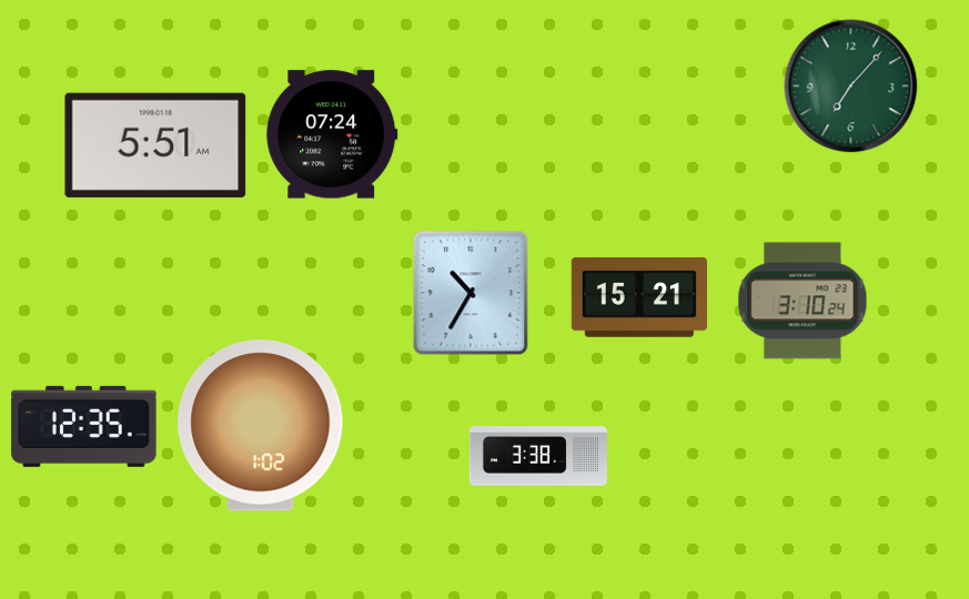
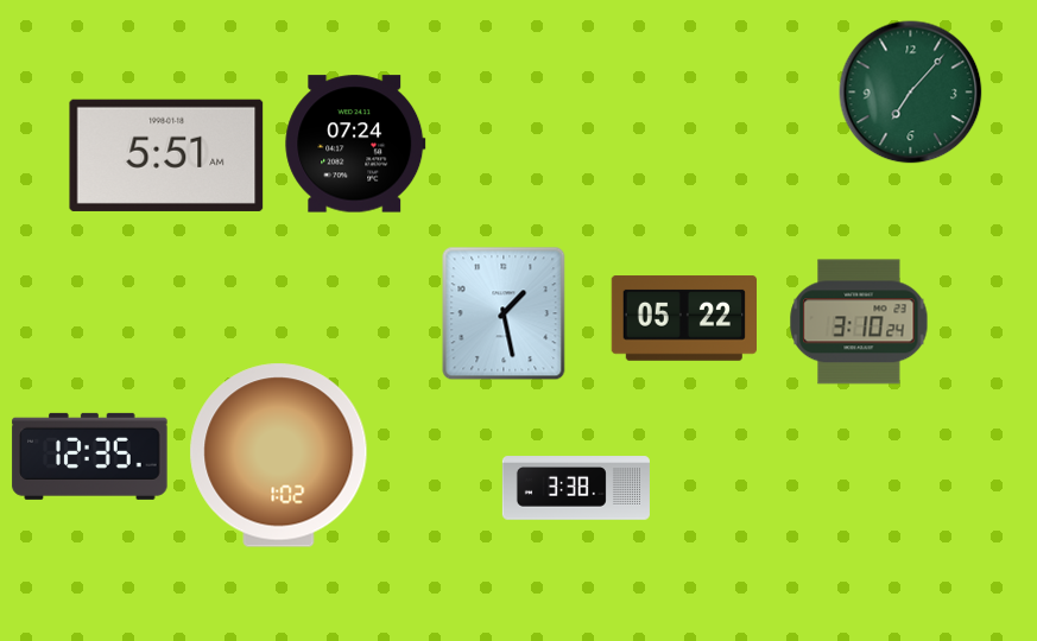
clock at (471, 293): 10:35 -> 1:28
clock at (638, 298): 15:21 -> 05:22
